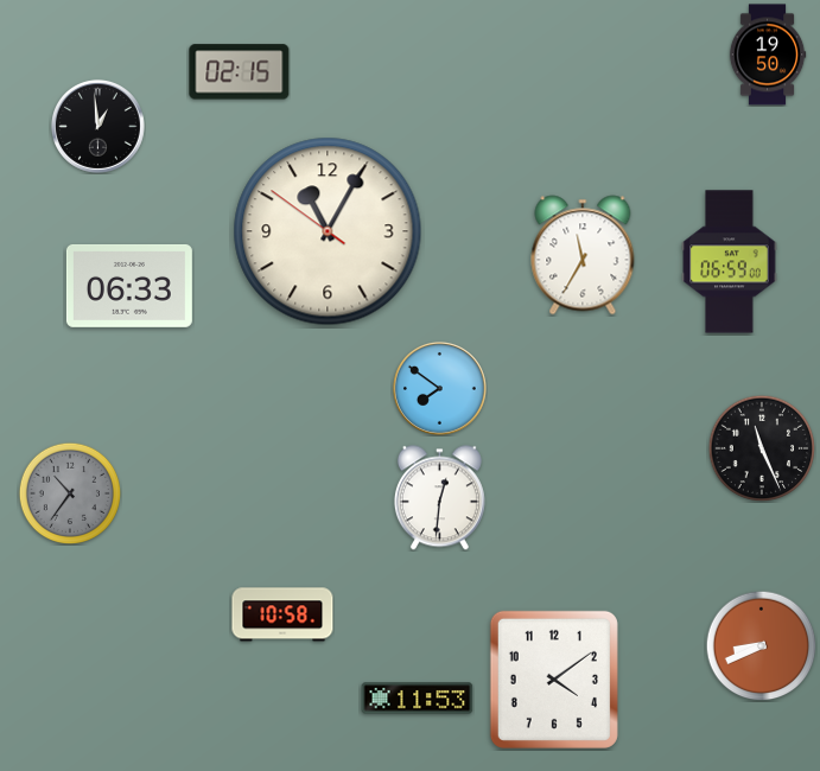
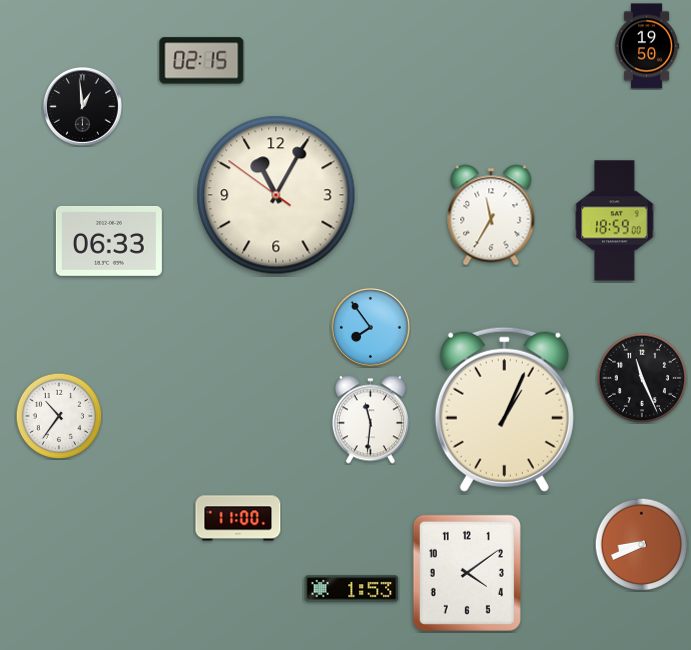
clock at (730, 262): 06:59 -> 18:59
clock at (439, 388): 7:51 -> 7:54
clock at (504, 409): none -> 1:04
clock at (70, 493) dial: grey -> white
clock at (439, 498): 12:31 -> 11:31
clock at (282, 614): 10:58 -> 11:00
clock at (418, 699): 11:53 -> 1:53
